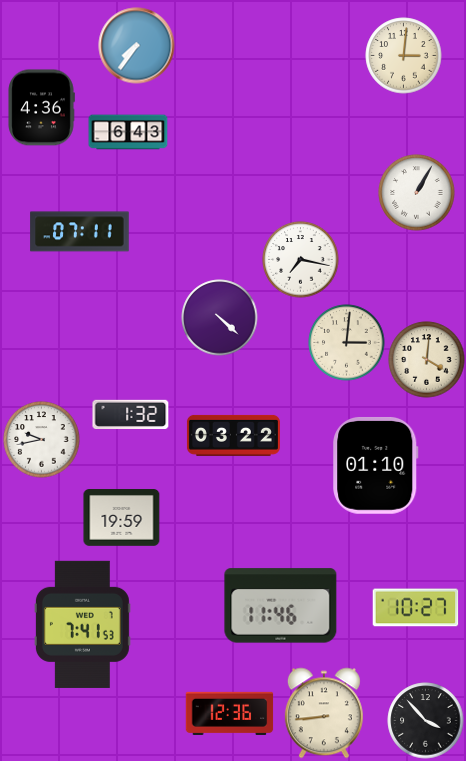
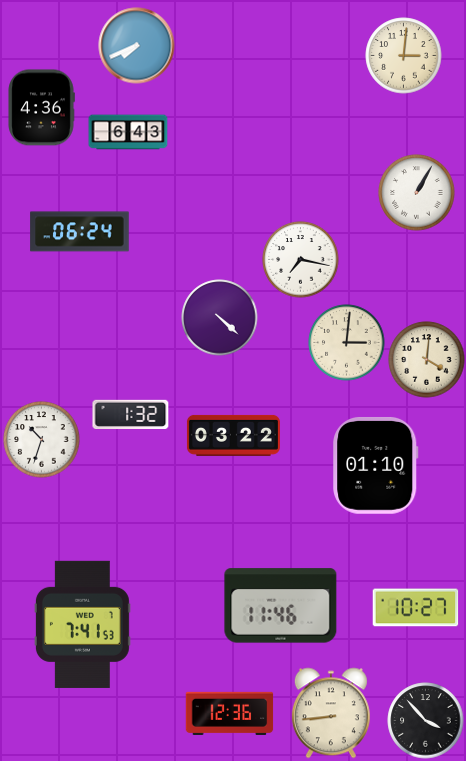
clock at (137, 46): 7:36 -> 7:41
clock at (80, 232): 07:11 -> 06:24
clock at (42, 440): 9:43 -> 10:33
clock at (122, 518): 19:59 -> none
clock at (324, 713) position: (324, 713) -> (331, 713)
